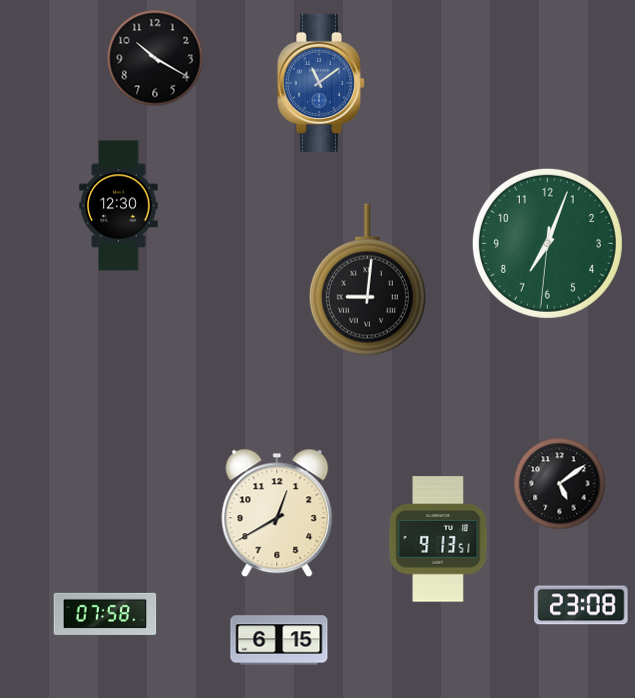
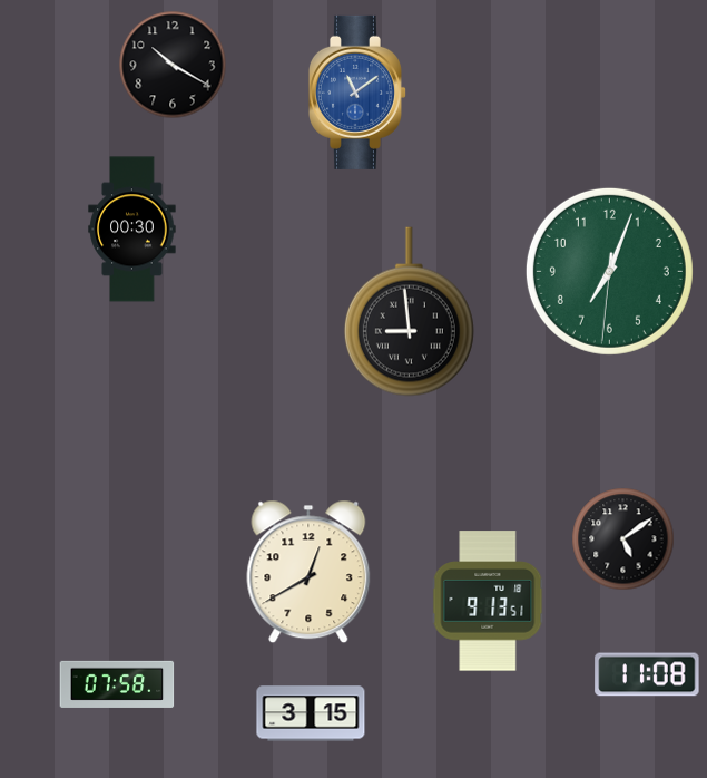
clock at (119, 206): 12:30 -> 00:30
clock at (367, 280): 9:01 -> 8:59
clock at (581, 605): 23:08 -> 11:08
clock at (279, 640): 6:15 -> 3:15
